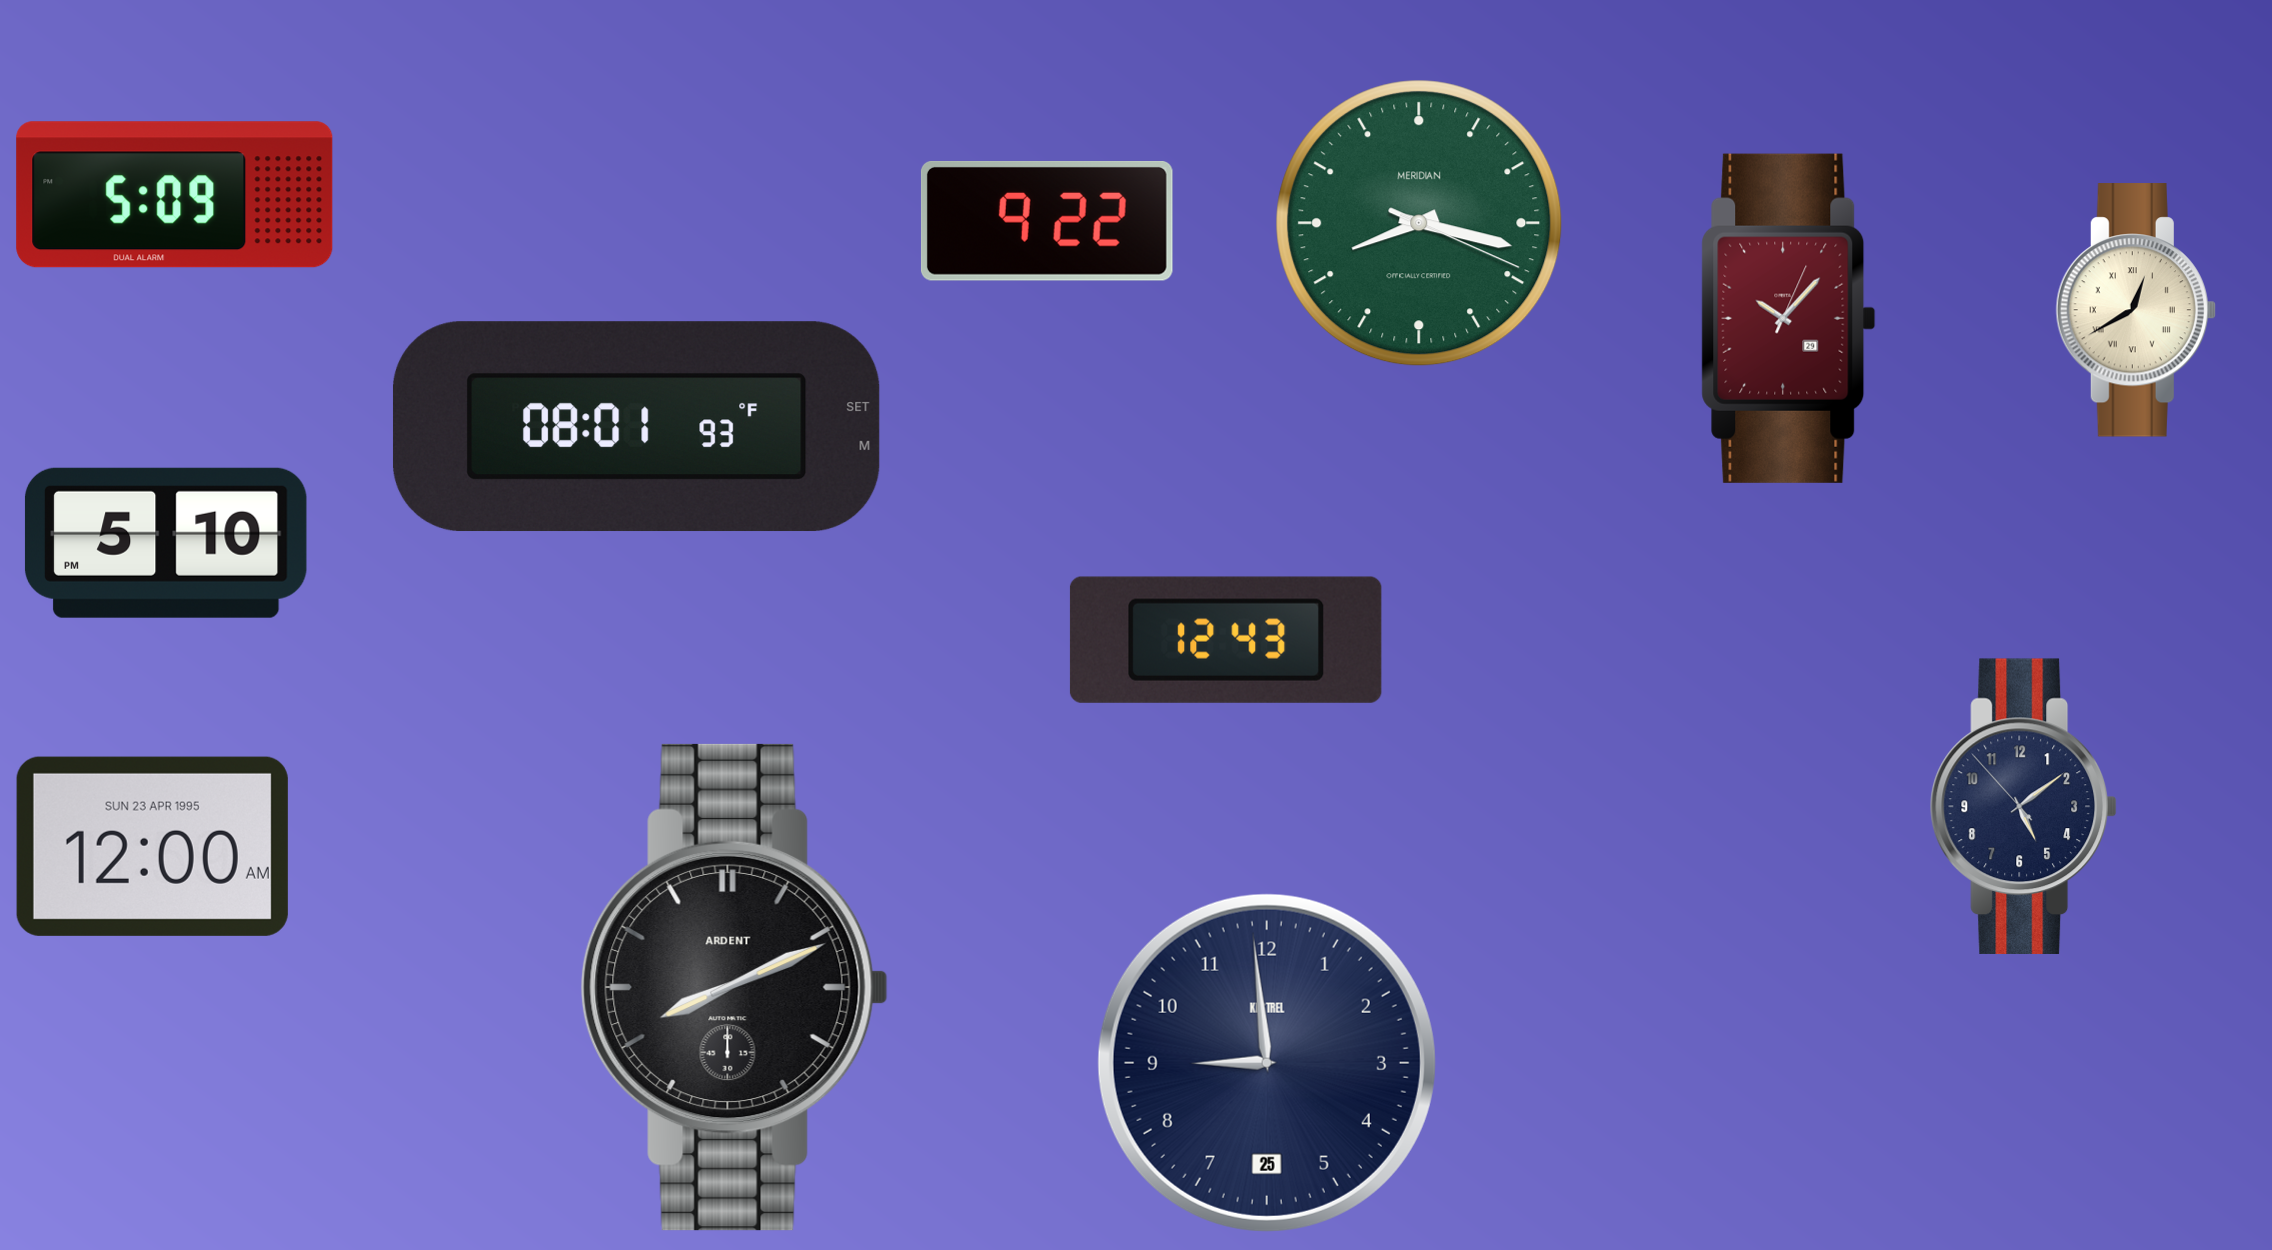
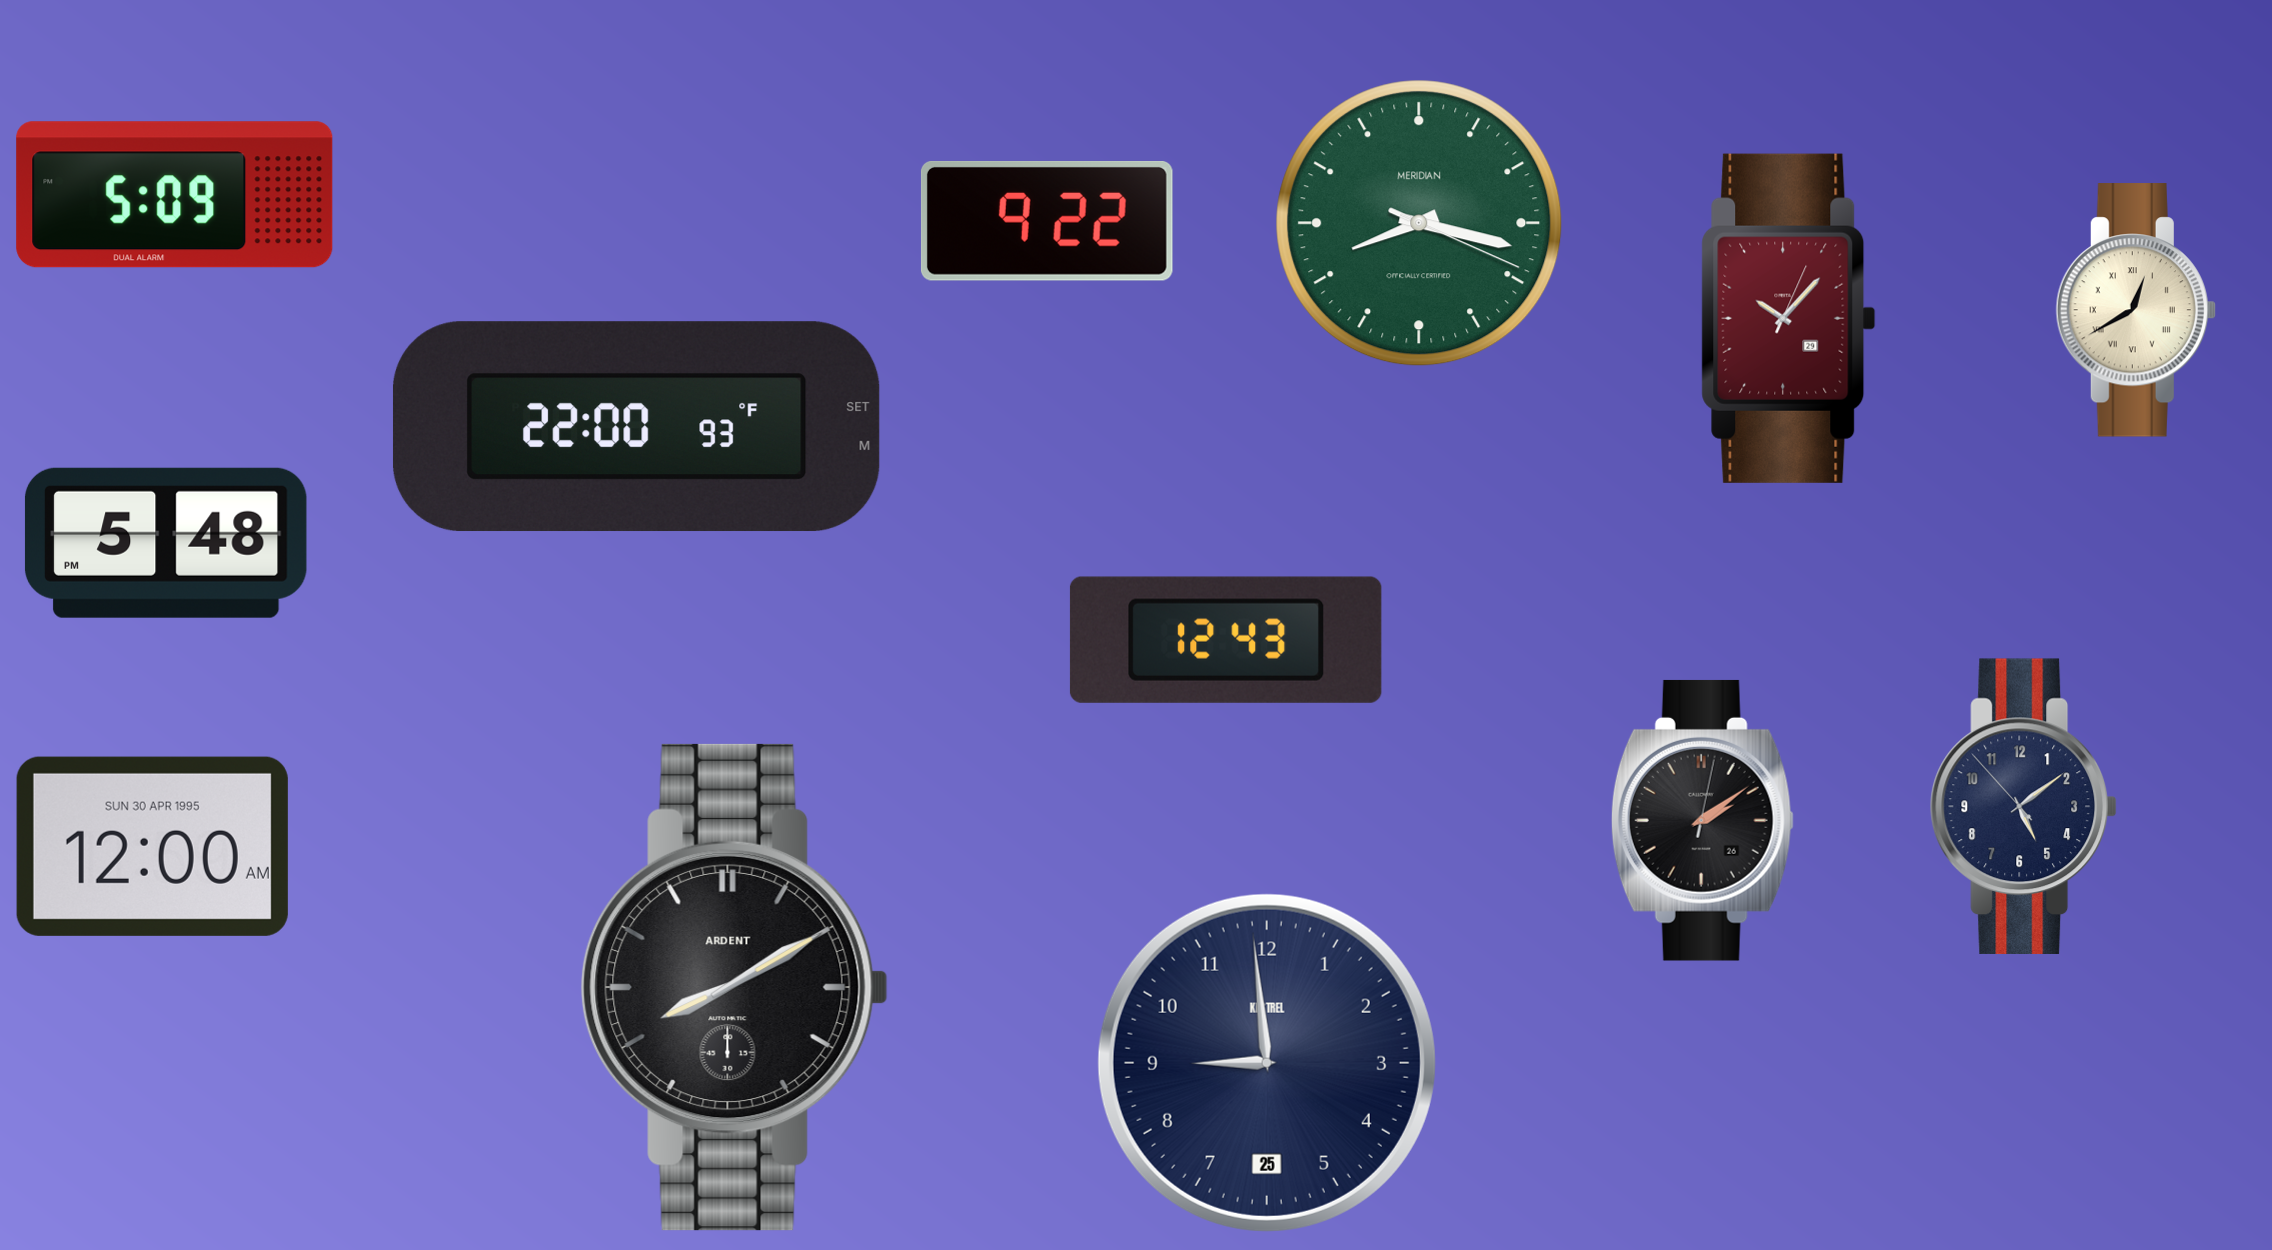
clock at (636, 427): 08:01 -> 22:00
clock at (166, 543): 5:10 -> 5:48
clock at (1702, 820): none -> 2:09
clock at (152, 846) date: SUN 23 APR 1995 -> SUN 30 APR 1995
clock at (734, 987): 8:11 -> 8:10
